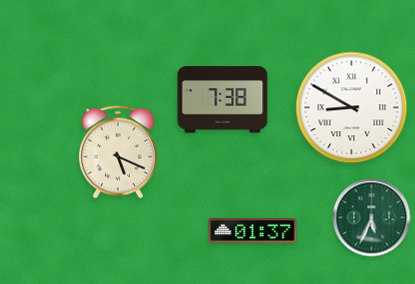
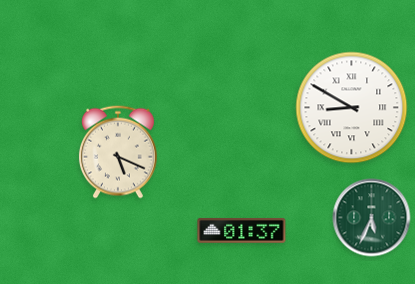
clock at (223, 100): 7:38 -> none
clock at (253, 231) position: (253, 231) -> (242, 231)
